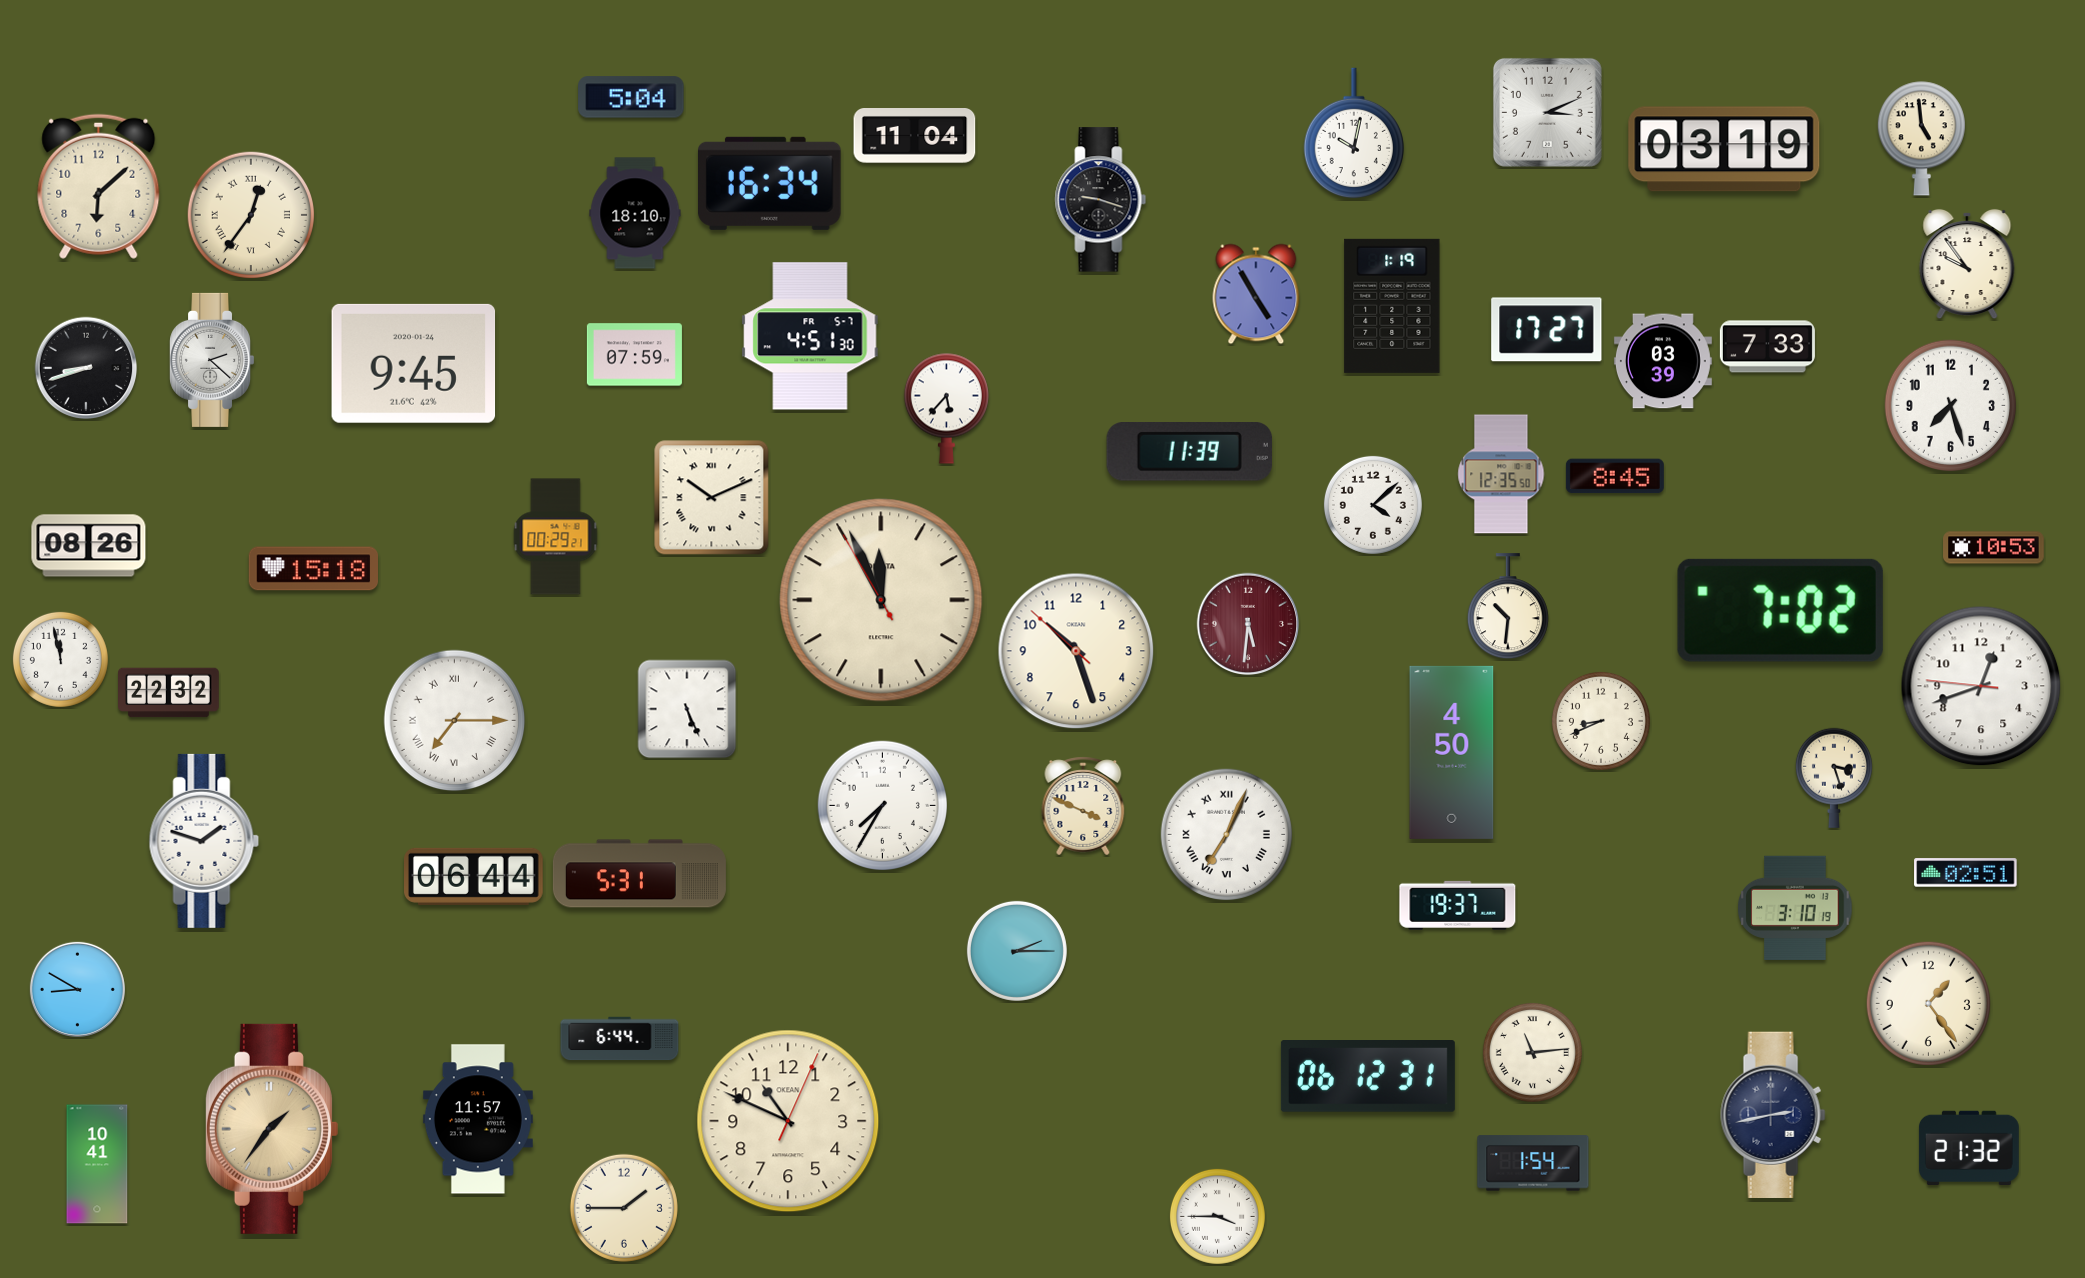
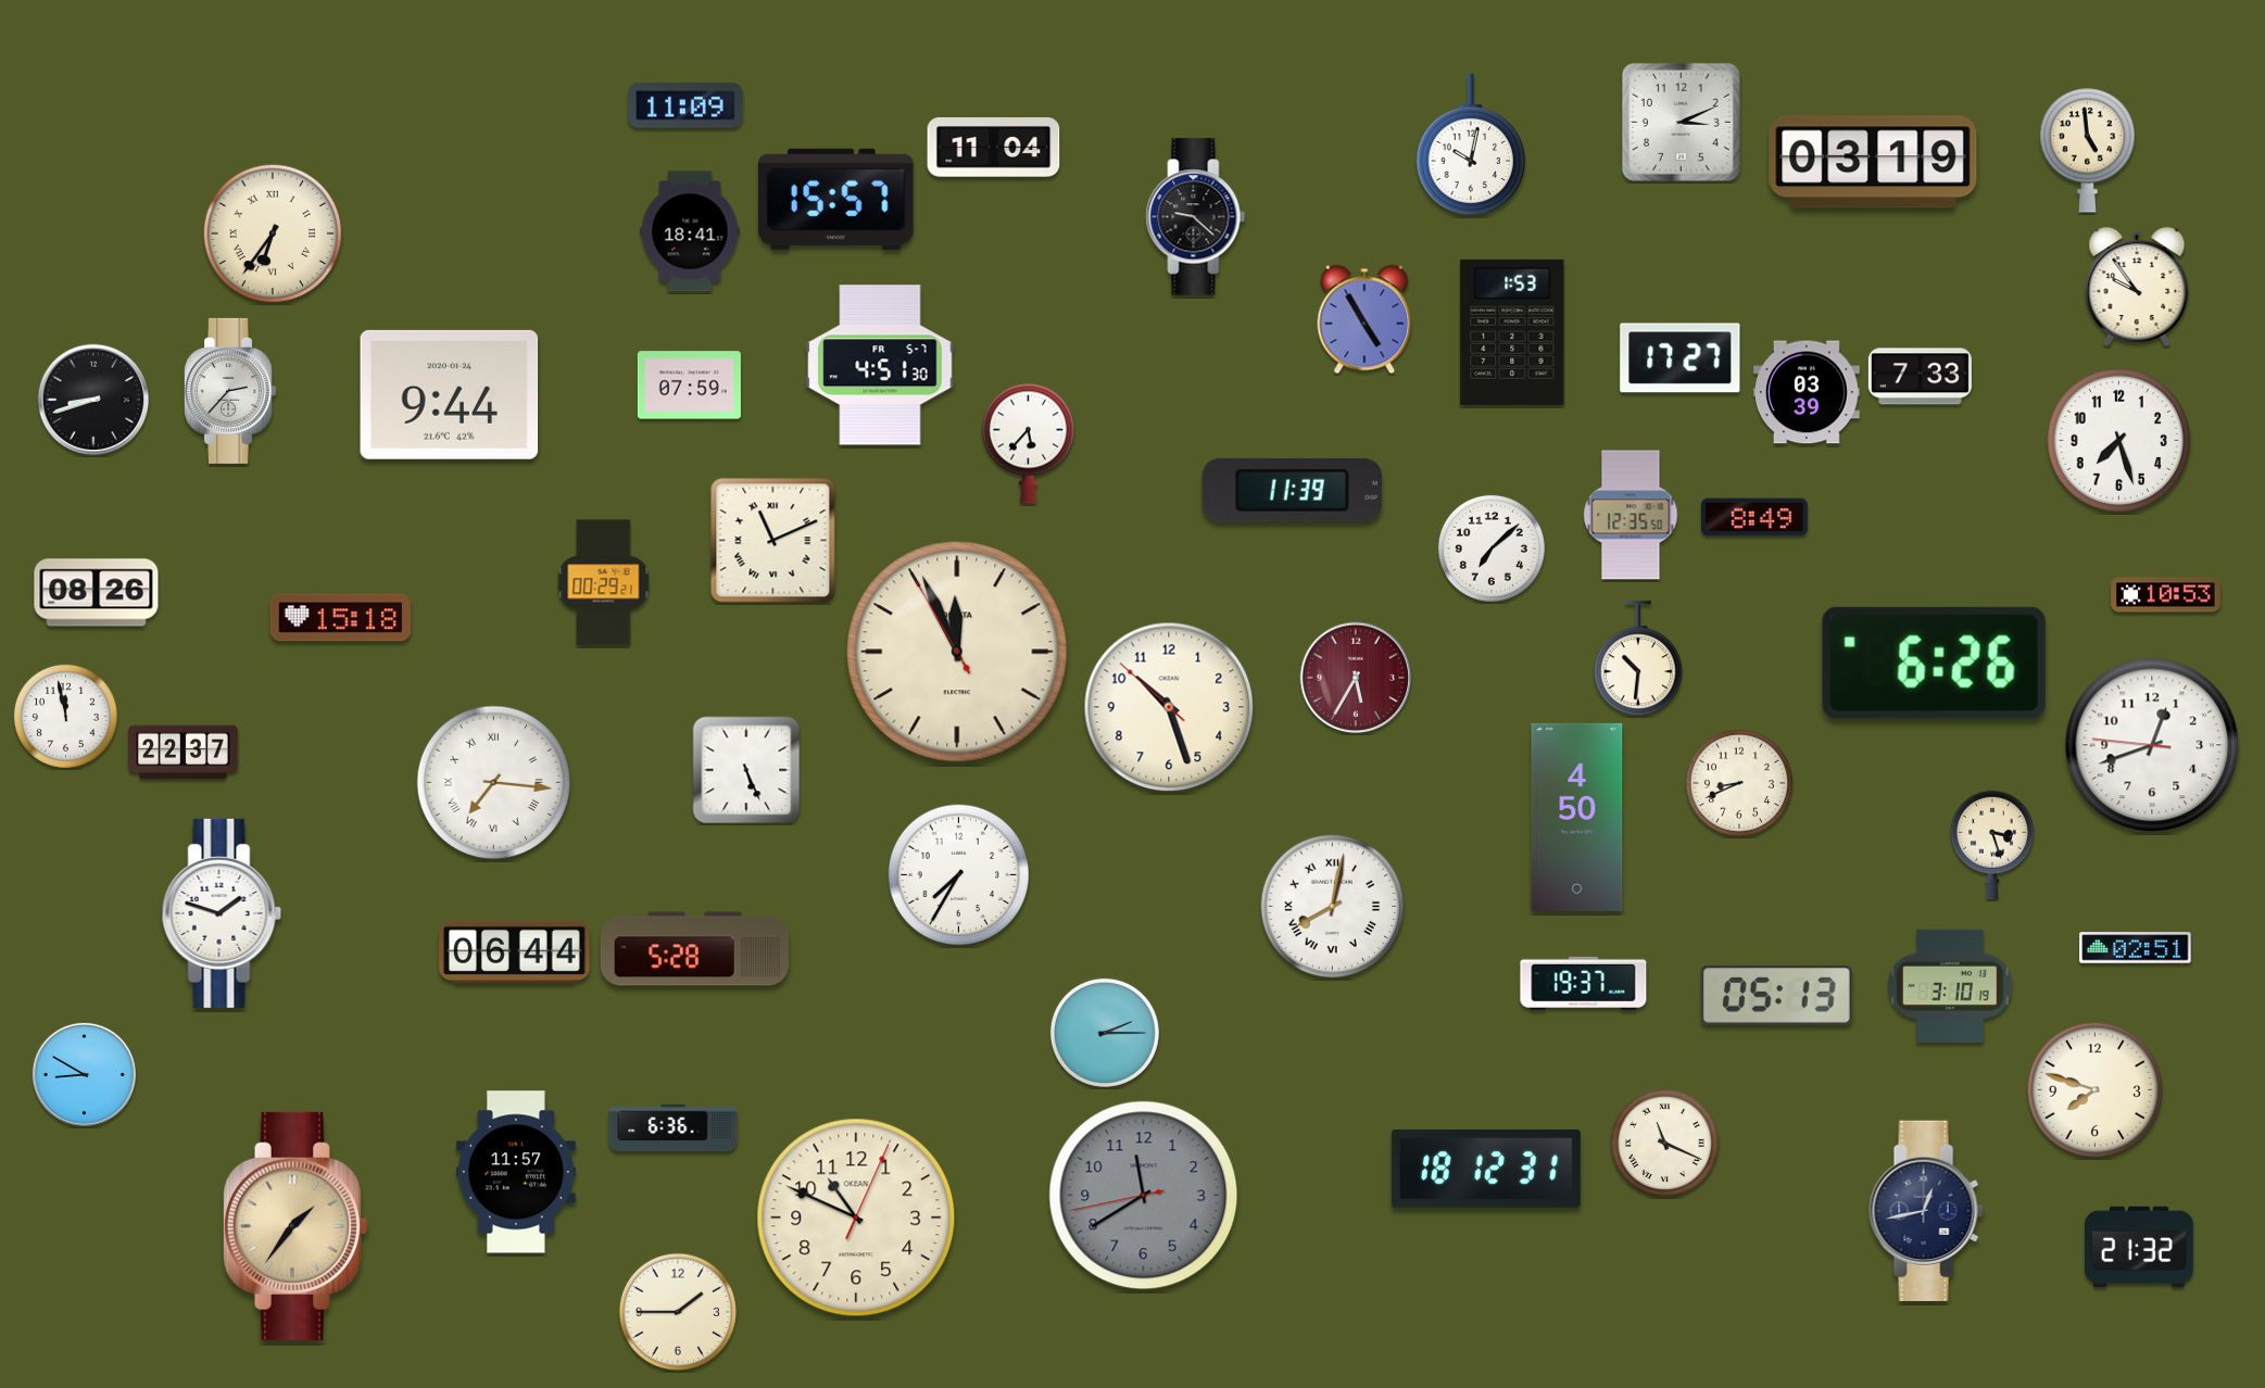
clock at (631, 97): 5:04 -> 11:09
clock at (770, 183): 16:34 -> 15:57
clock at (99, 186): 6:08 -> none
clock at (1101, 200): 9:18 -> 9:22
clock at (635, 213): 18:10 -> 18:41
clock at (250, 214): 12:36 -> 6:36
clock at (1392, 306): 1:19 -> 1:53
clock at (212, 360): 2:22 -> 2:37
clock at (414, 363): 9:45 -> 9:44
clock at (1615, 476): 8:45 -> 8:49
clock at (712, 498): 10:11 -> 11:11
clock at (1373, 505): 4:08 -> 7:08
clock at (1780, 610): 7:02 -> 6:26
clock at (1248, 624): 5:31 -> 5:35
clock at (169, 693): 22:32 -> 22:37
clock at (455, 721): 7:15 -> 7:16
clock at (1083, 806): 3:49 -> none
clock at (1227, 835): 7:04 -> 8:02
clock at (639, 874): 5:31 -> 5:28
clock at (1776, 996): none -> 05:13
clock at (1928, 1003): 1:24 -> 7:48
clock at (620, 1039): 6:44 -> 6:36
clock at (1532, 1052): 11:14 -> 11:19
clock at (1368, 1077): 06:12 -> 18:12
clock at (1144, 1196): none -> 11:39
clock at (1773, 1114): 2:43 -> 12:43
clock at (478, 1119) position: (478, 1119) -> (516, 1172)
clock at (1533, 1163): 1:54 -> none
clock at (97, 1164): 10:41 -> none
clock at (1217, 1216): 3:45 -> none
